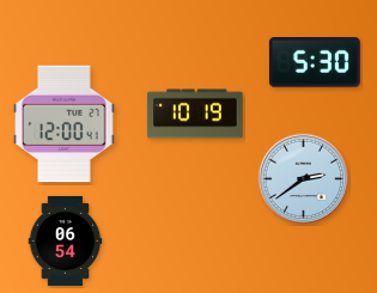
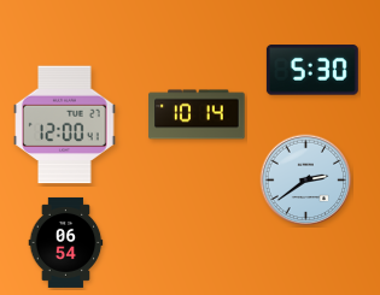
clock at (315, 62) position: (315, 62) -> (312, 70)
clock at (195, 114): 10:19 -> 10:14
